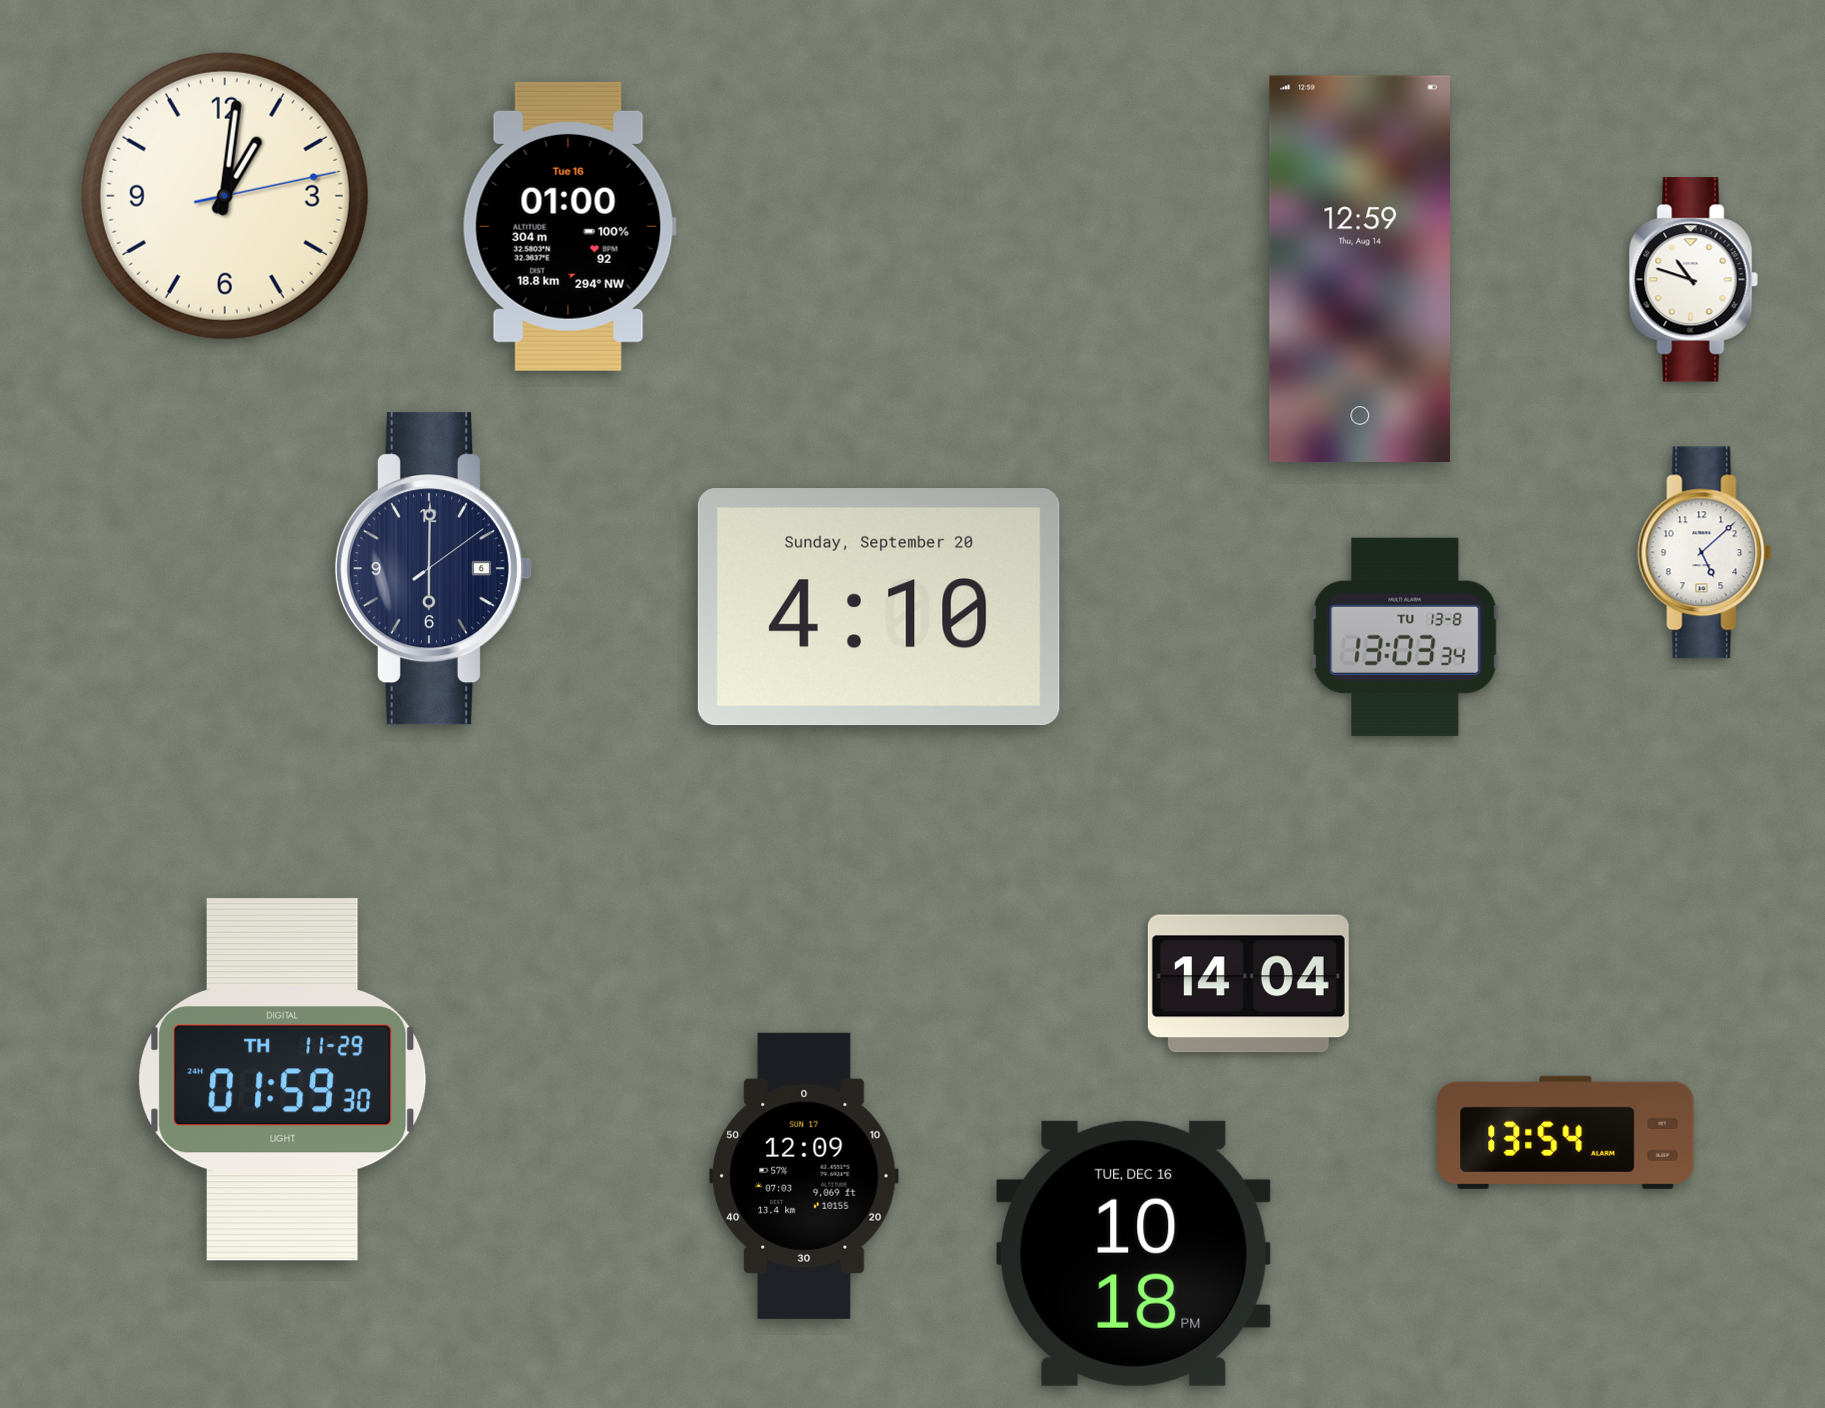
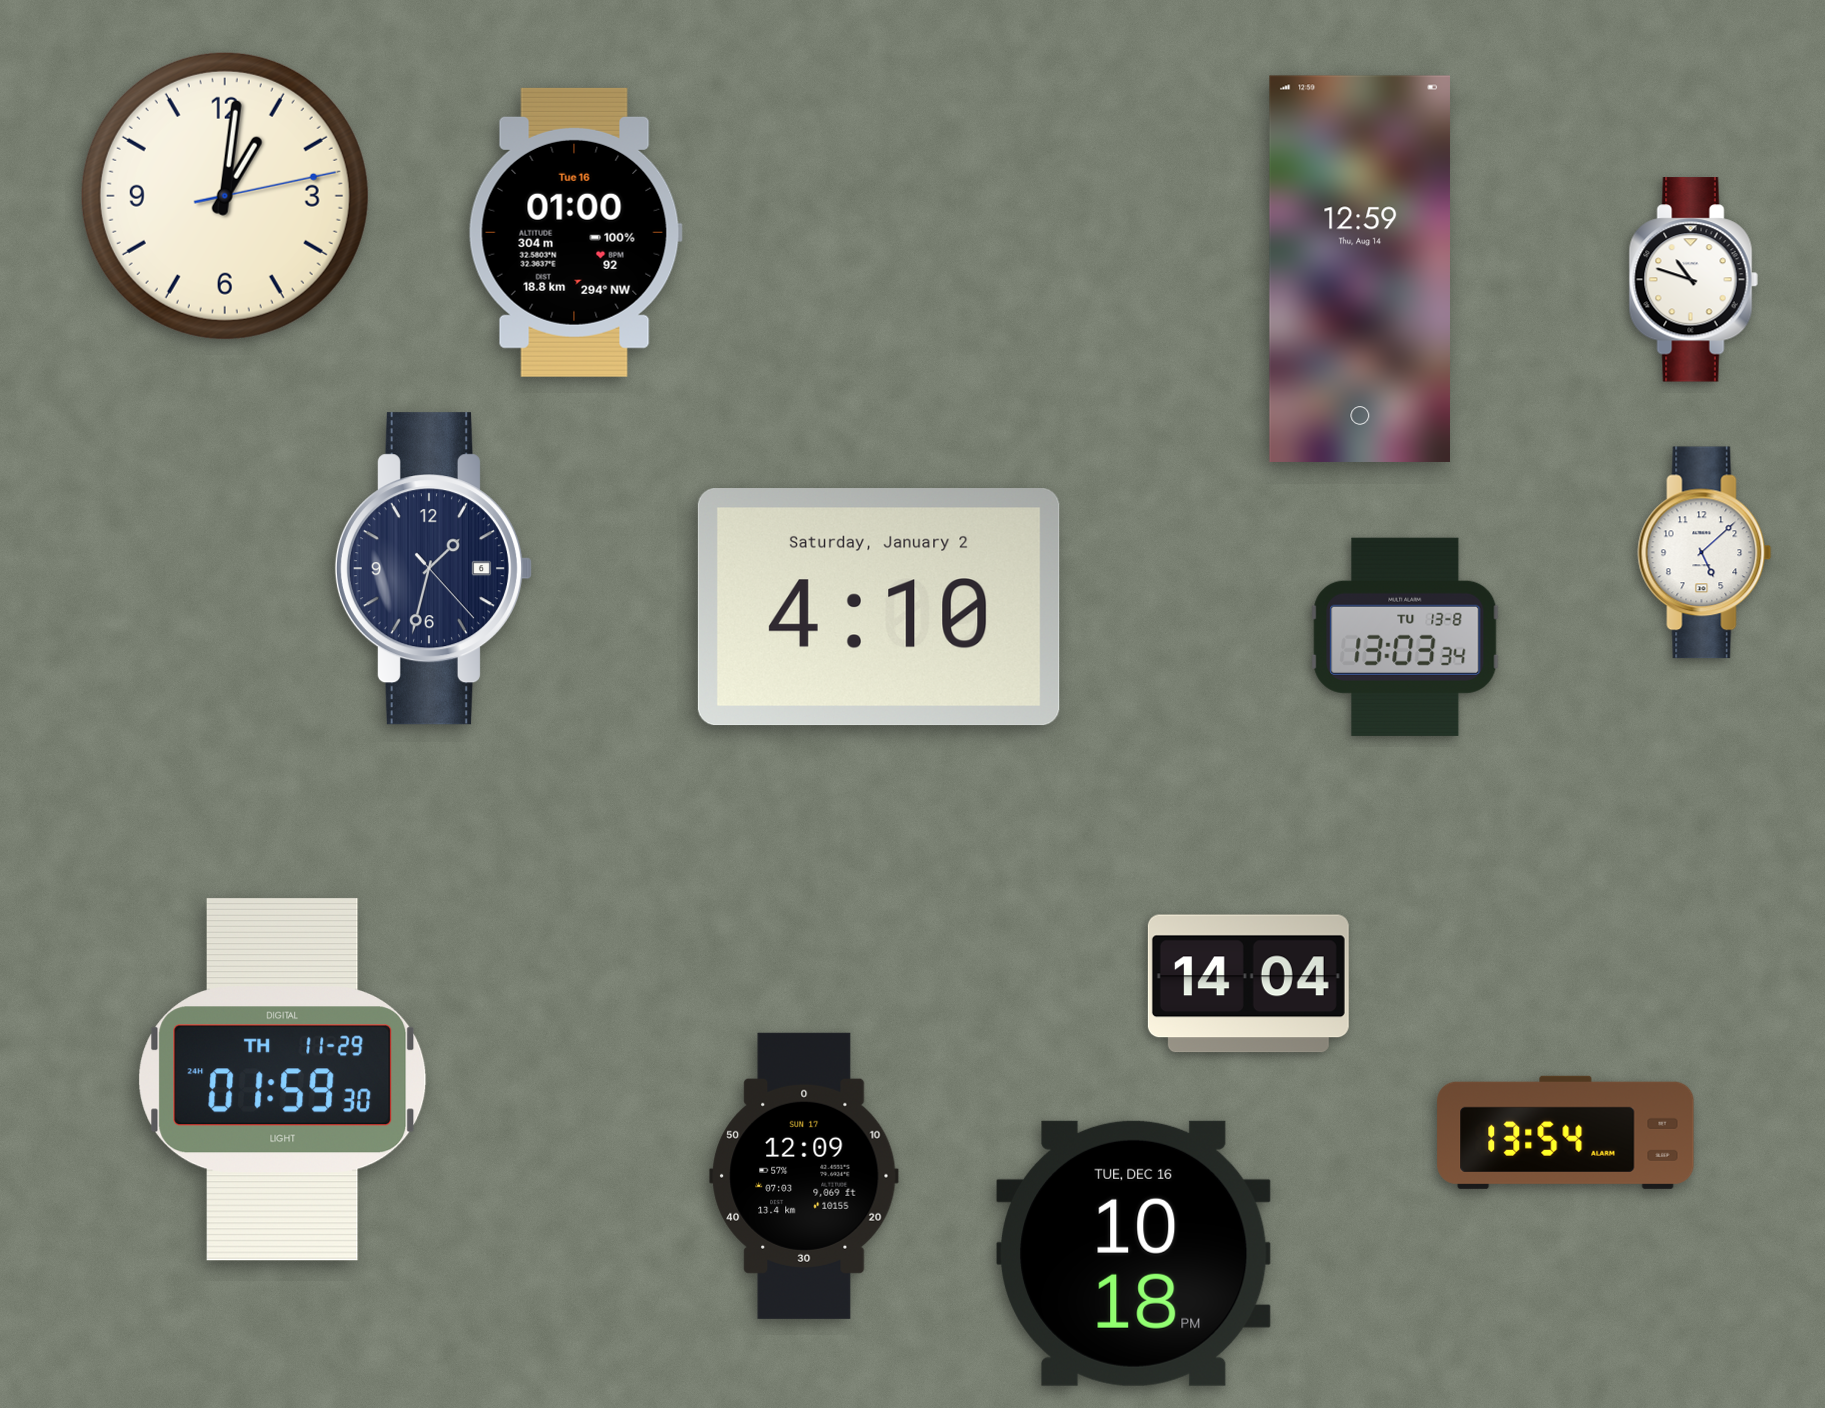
clock at (569, 226) position: (569, 226) -> (575, 232)
clock at (433, 569): 6:00 -> 1:32
clock at (879, 607) date: Sunday, September 20 -> Saturday, January 2
